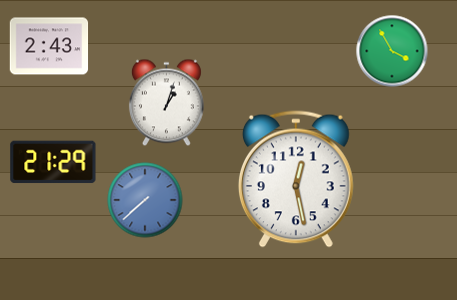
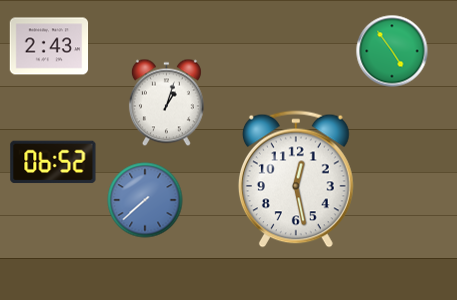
clock at (392, 51): 3:55 -> 4:54
clock at (53, 162): 21:29 -> 06:52
